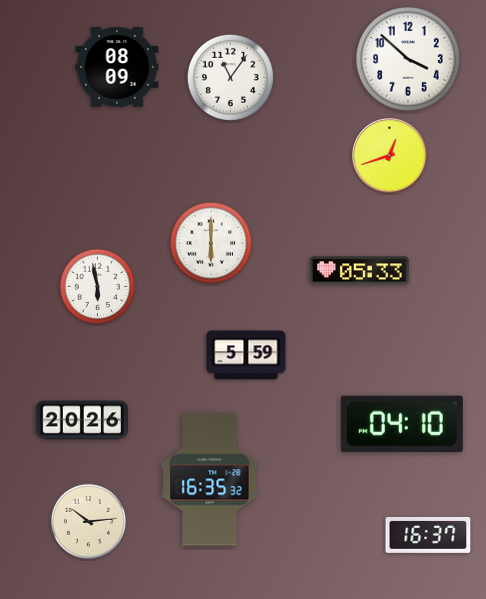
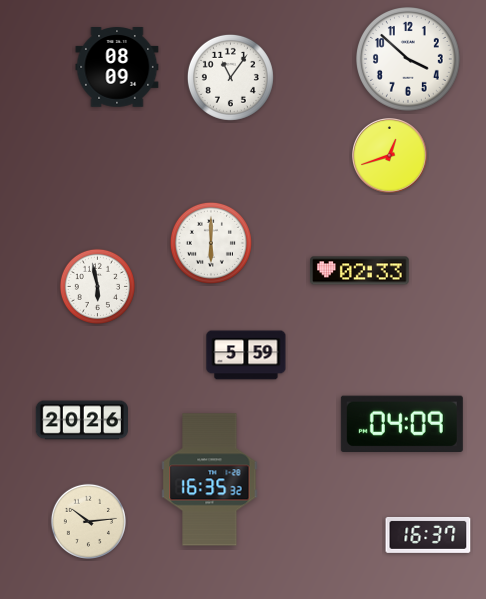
clock at (360, 271): 05:33 -> 02:33
clock at (402, 423): 04:10 -> 04:09
